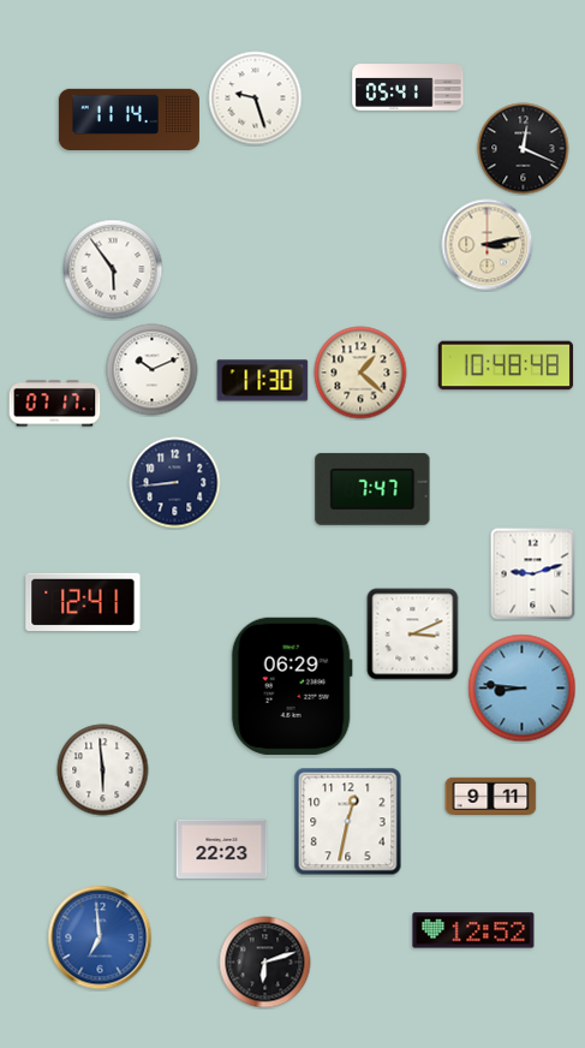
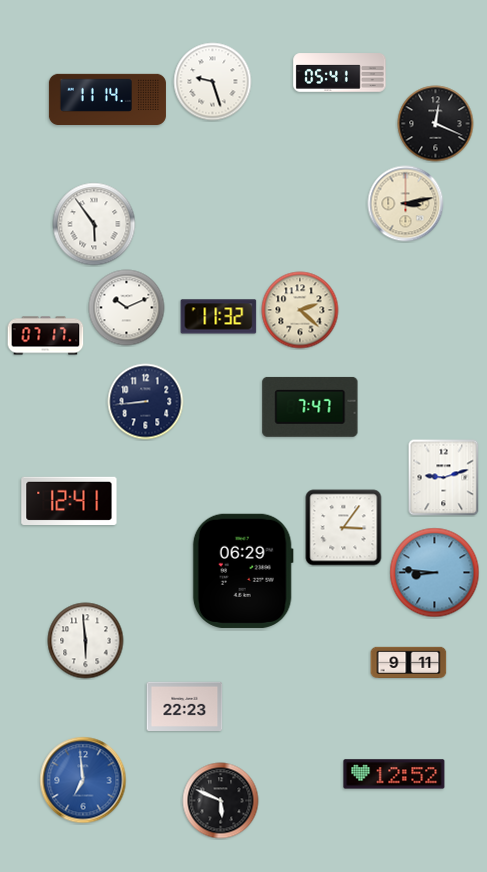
clock at (506, 365): 10:48 -> none
clock at (360, 373): 1:22 -> 2:22
clock at (263, 381): 11:30 -> 11:32
clock at (413, 635): 3:11 -> 3:06
clock at (348, 822): 12:32 -> none
clock at (265, 963): 6:12 -> 5:49
